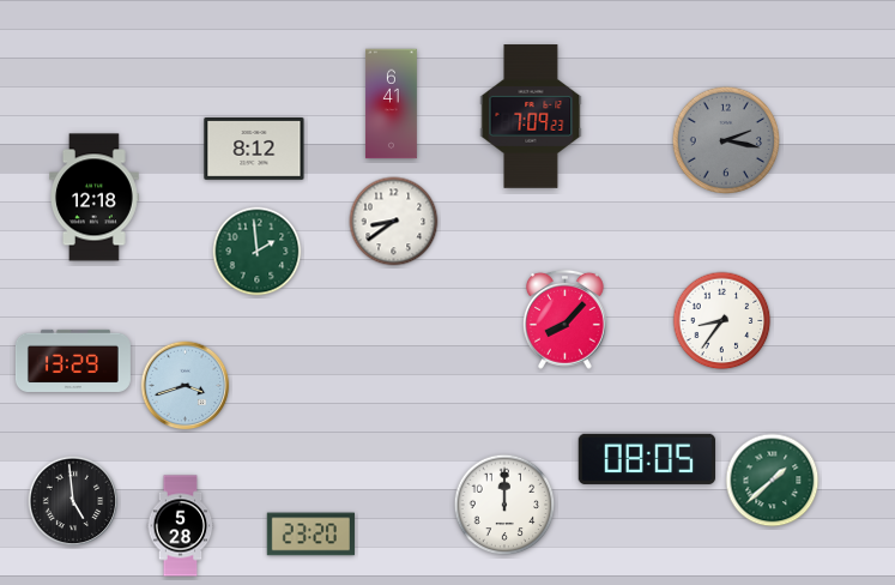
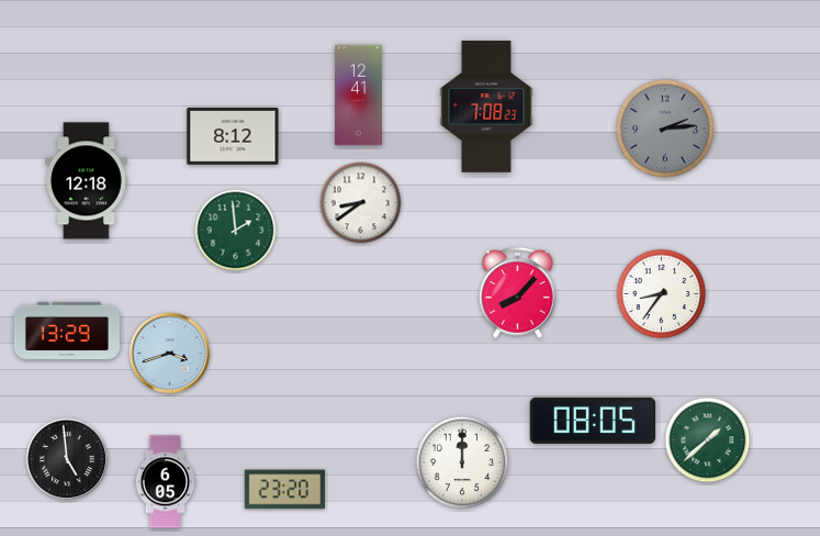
clock at (391, 104): 6:41 -> 12:41
clock at (531, 116): 7:09 -> 7:08
clock at (725, 139): 2:17 -> 2:14
clock at (181, 526): 5:28 -> 6:05
